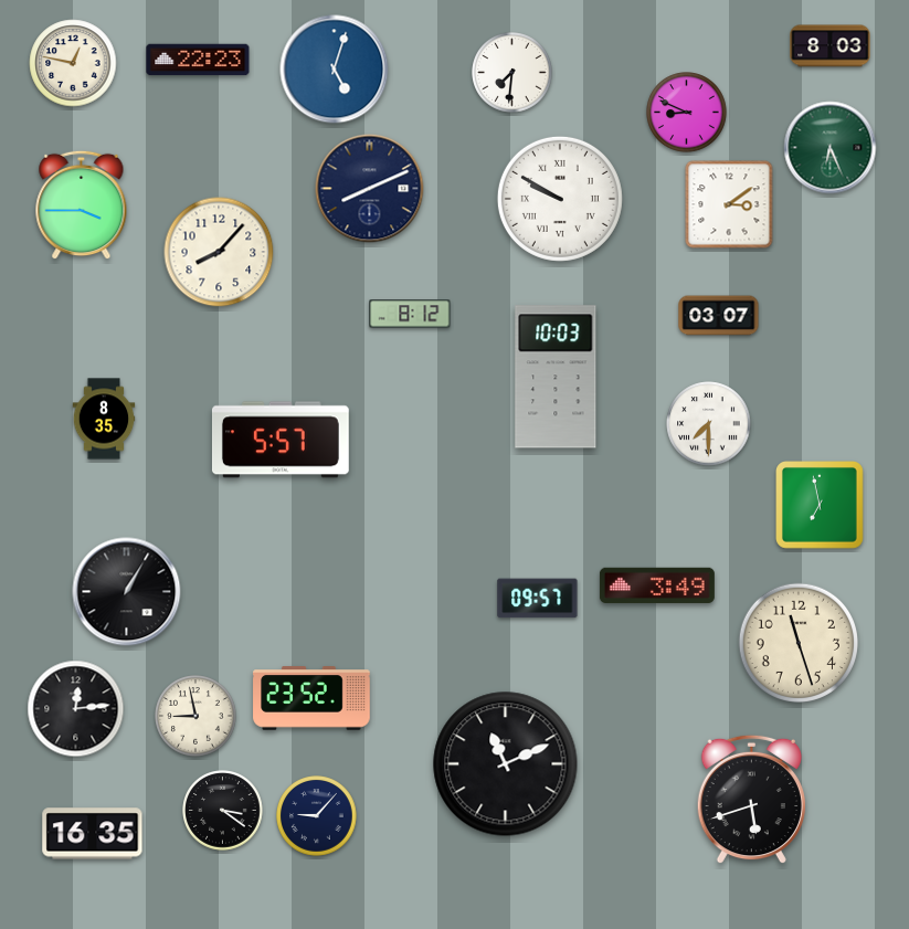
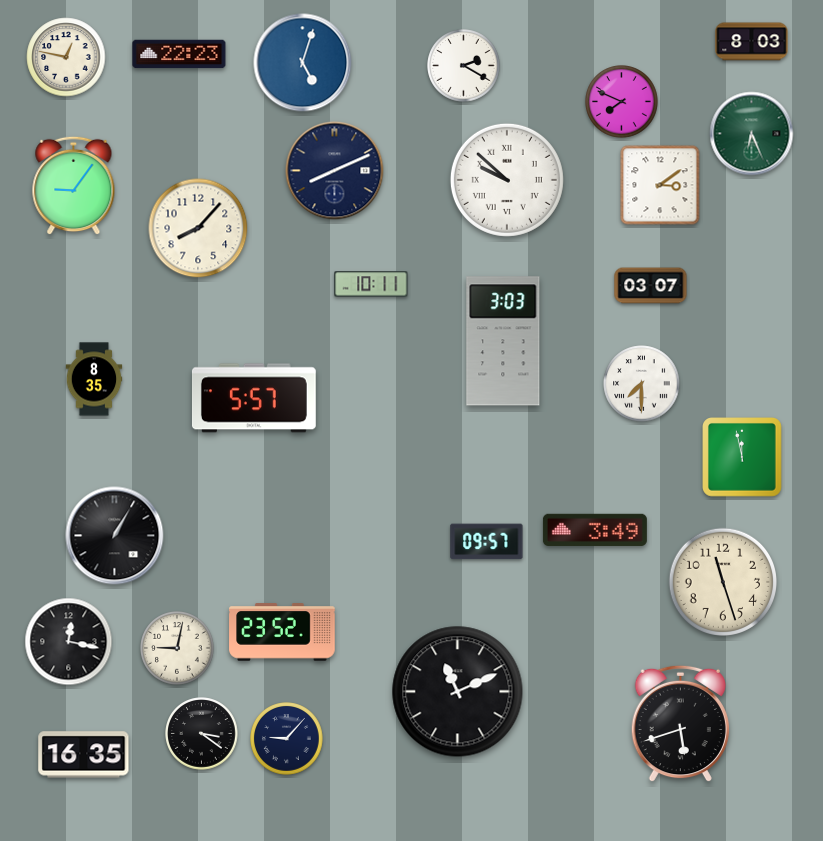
clock at (512, 73): 7:31 -> 2:20
clock at (687, 113): 8:49 -> 7:49
clock at (560, 199): 9:50 -> 9:52
clock at (82, 205): 3:45 -> 9:06
clock at (410, 314): 8:12 -> 10:11
clock at (556, 377): 10:03 -> 3:03
clock at (821, 506): 6:58 -> 11:58
clock at (76, 709): 12:14 -> 12:17
clock at (195, 716): 8:58 -> 9:02
